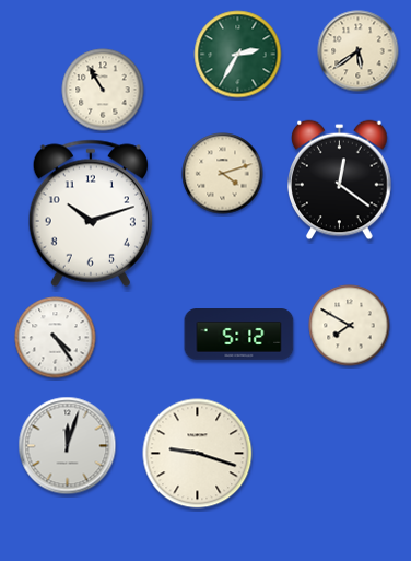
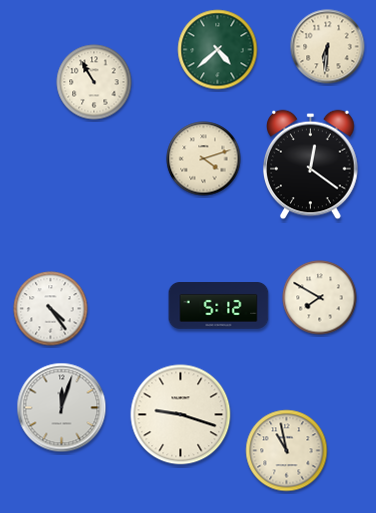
clock at (359, 51): 5:39 -> 6:31
clock at (238, 55): 2:35 -> 4:38
clock at (91, 213): 10:12 -> none
clock at (287, 451): none -> 10:58
